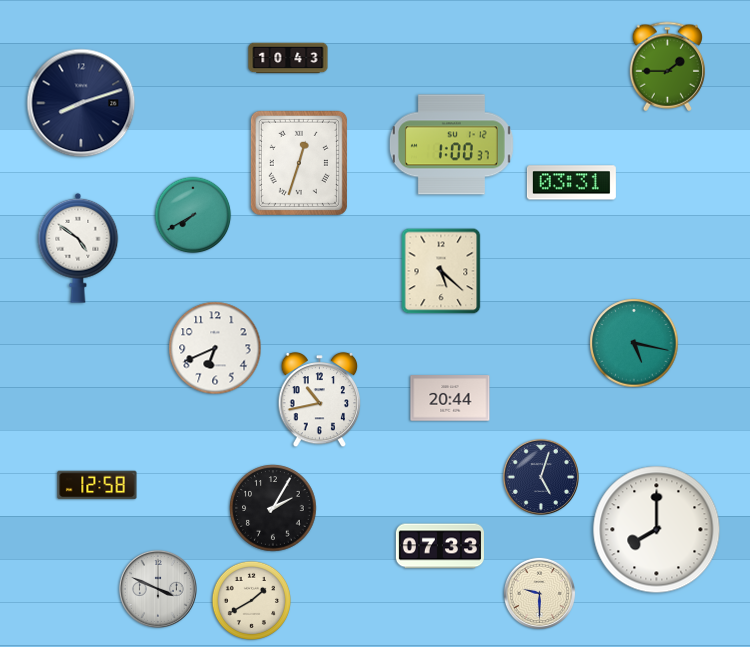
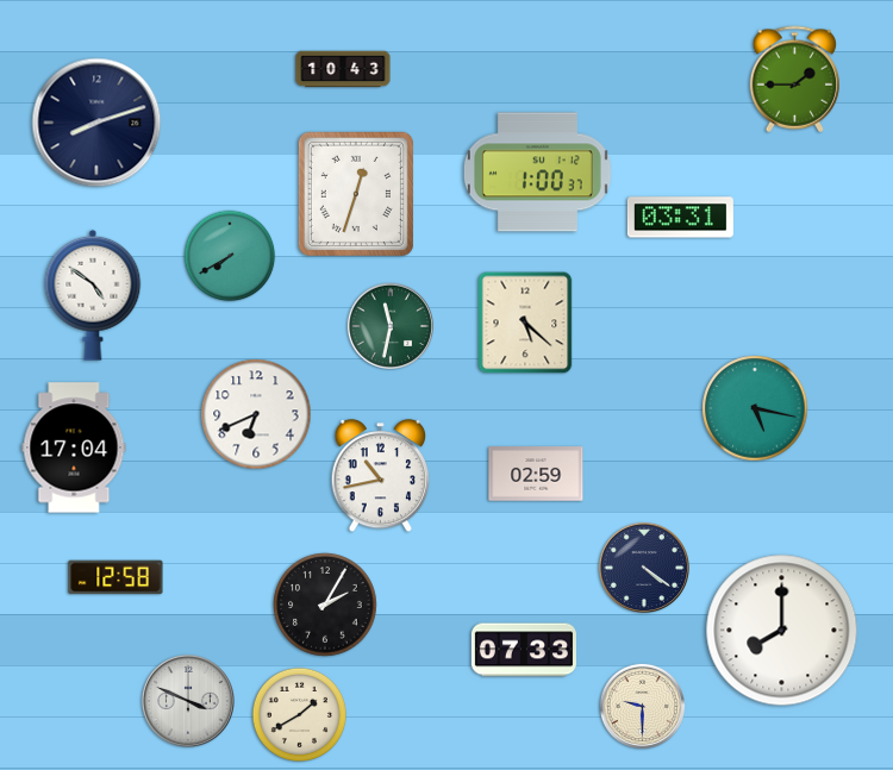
clock at (389, 325): none -> 11:32
clock at (74, 447): none -> 17:04
clock at (450, 398): 20:44 -> 02:59
clock at (541, 477): 5:03 -> 4:21
